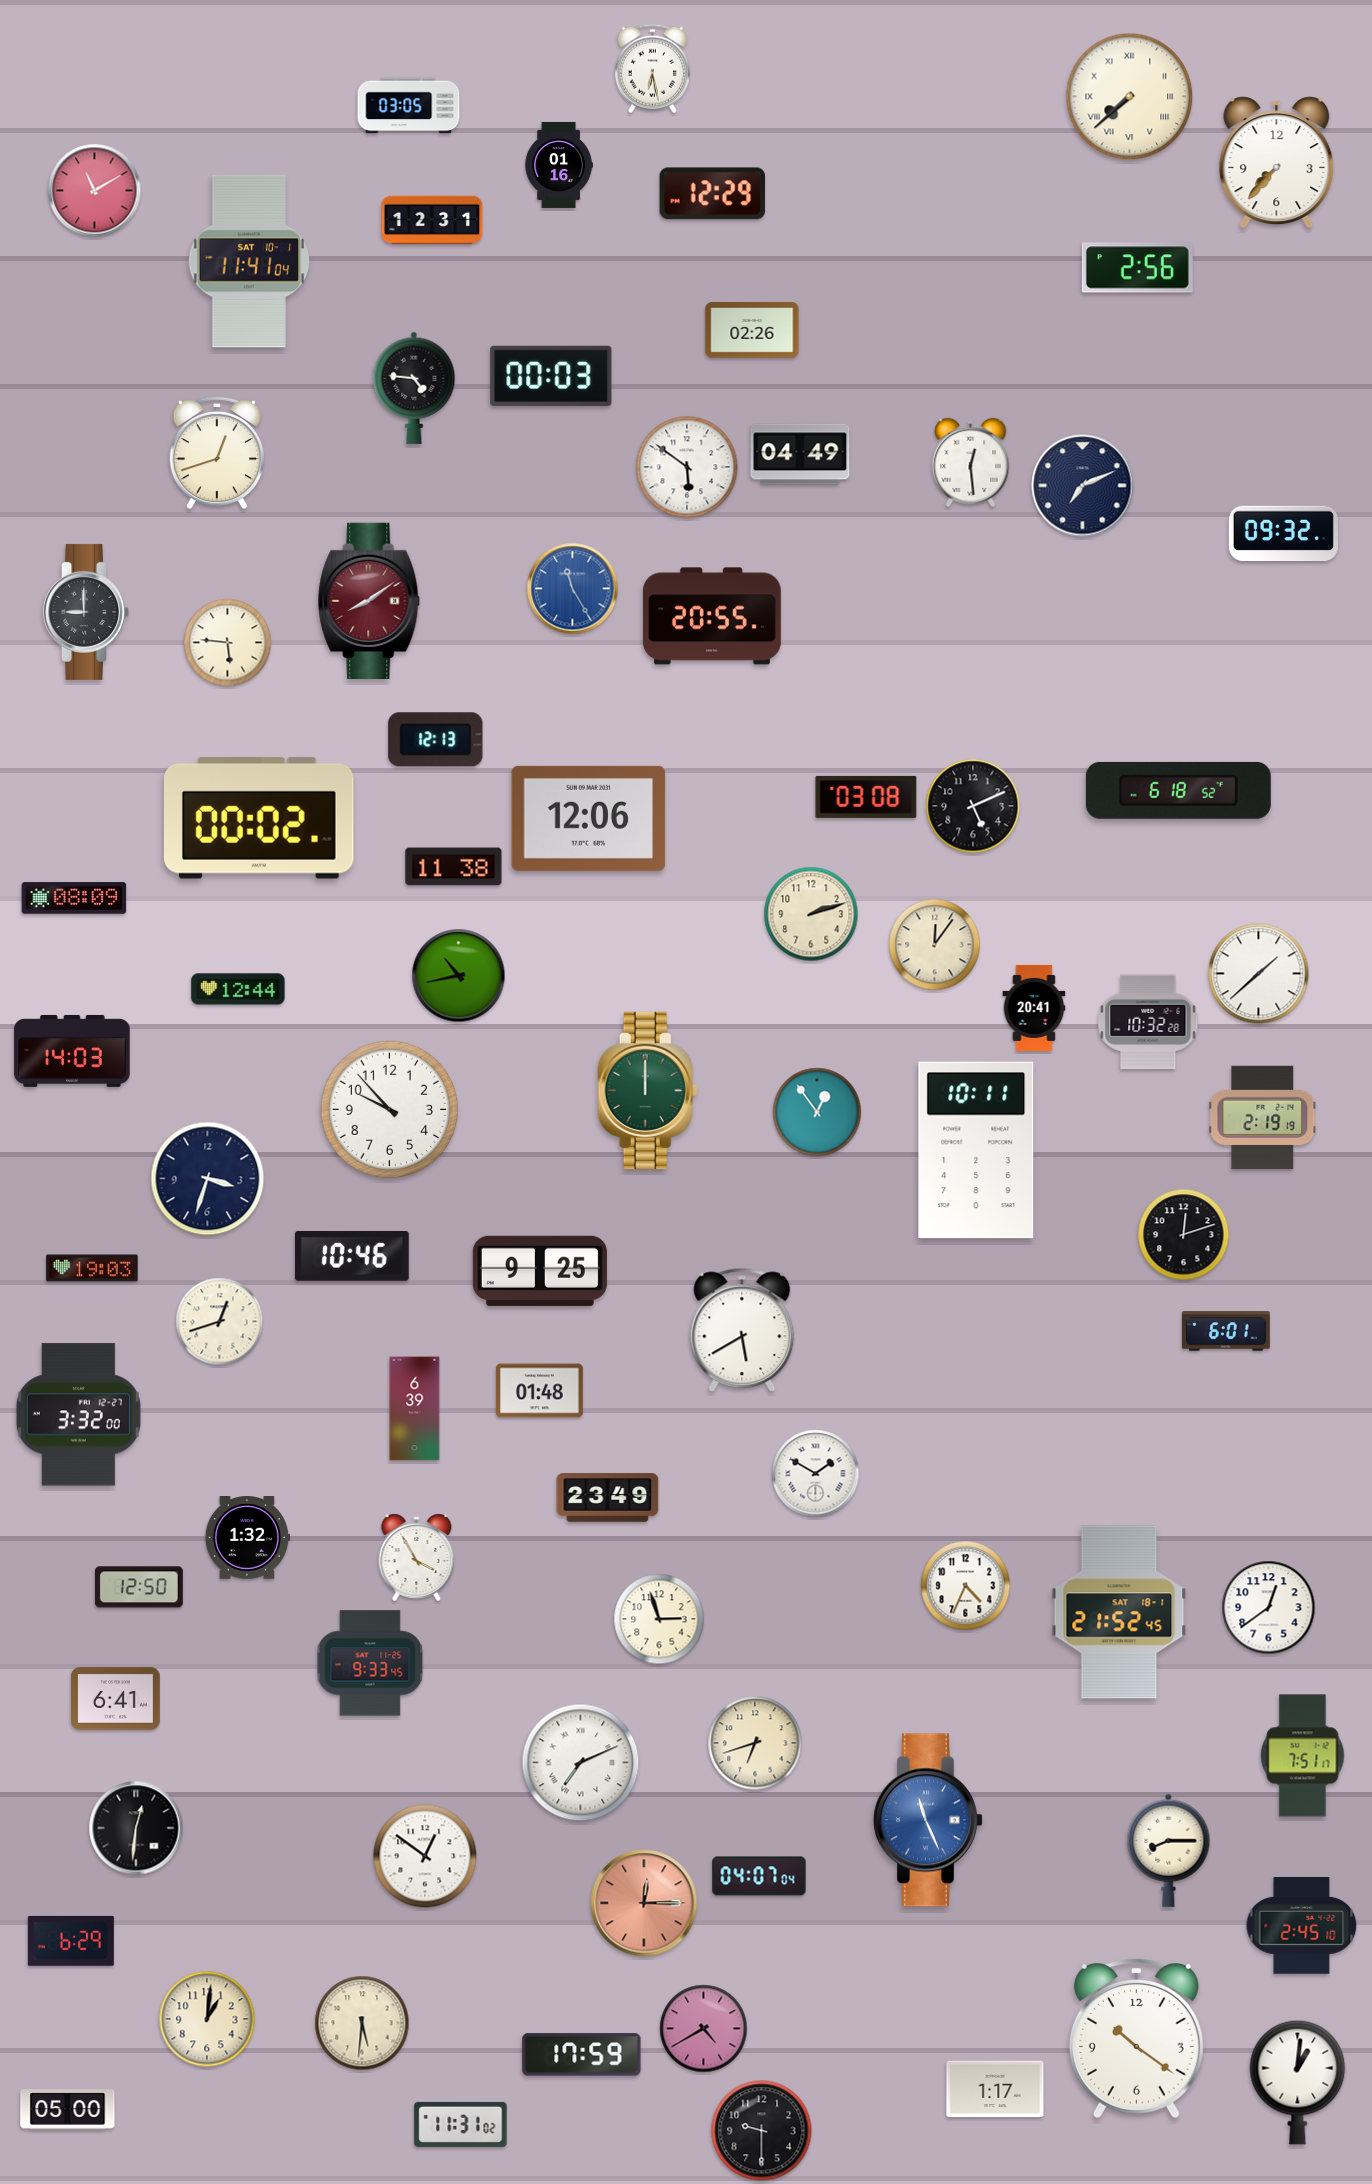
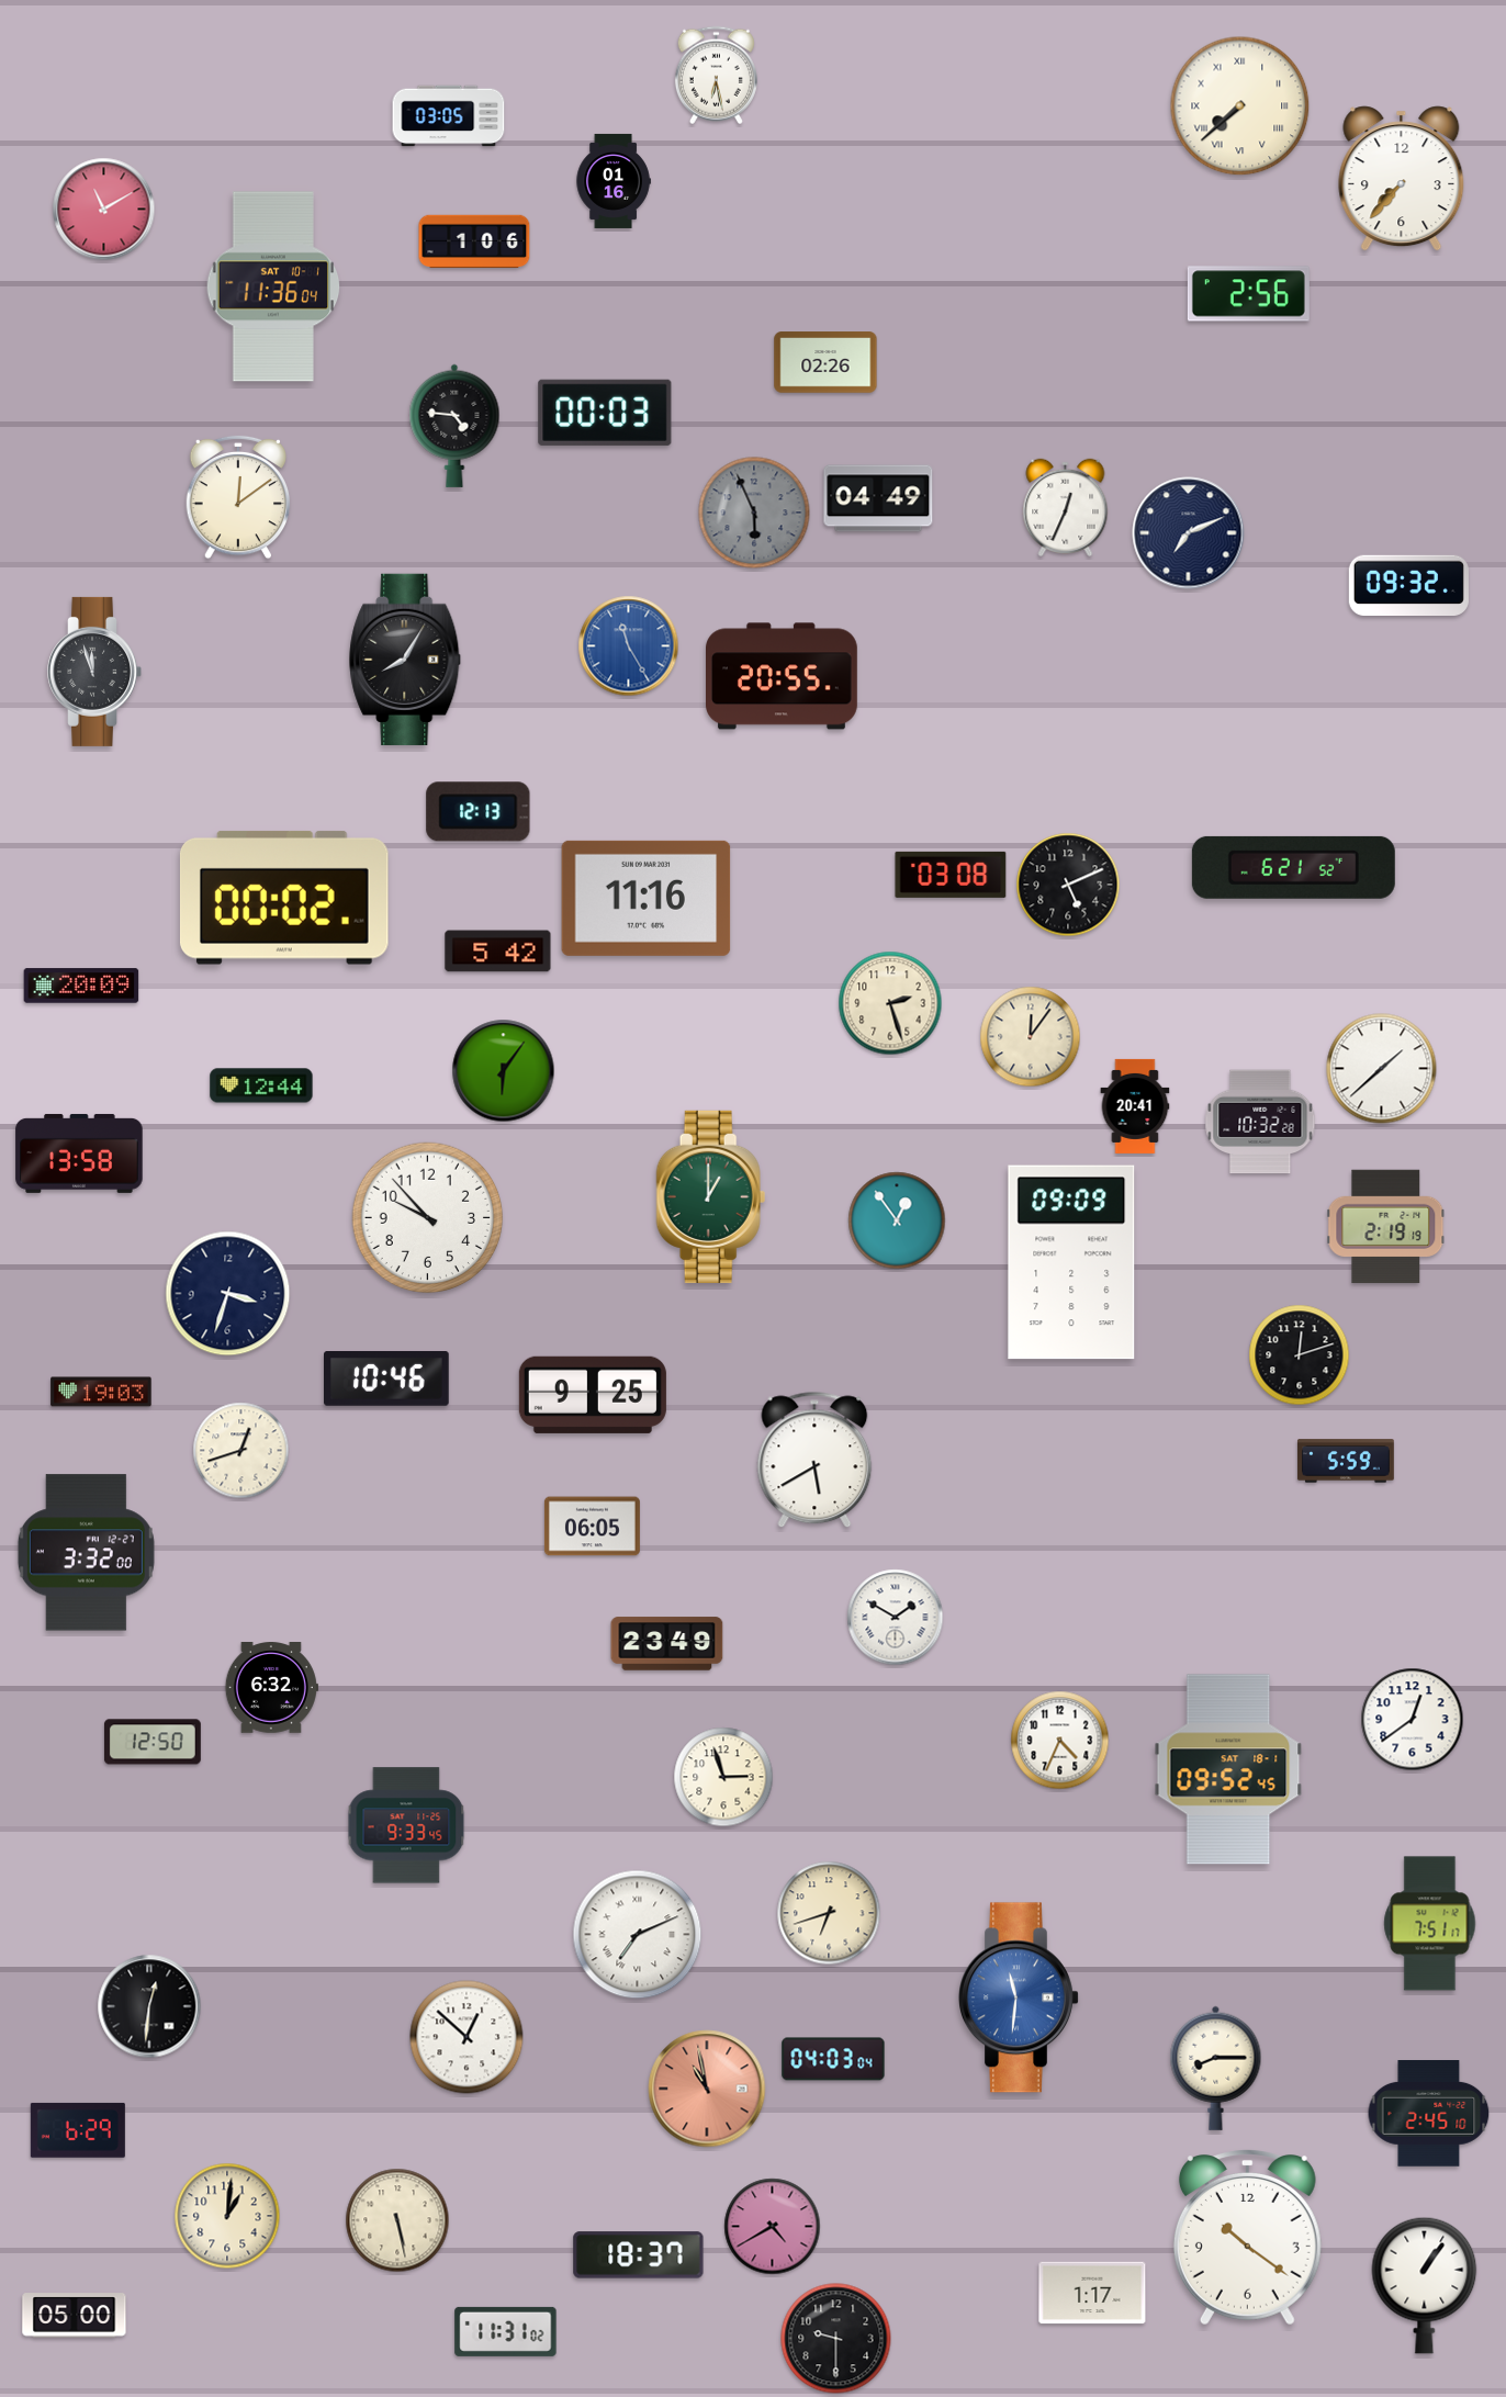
clock at (712, 194): 12:29 -> none
clock at (432, 220): 12:31 -> 1:06
clock at (249, 261): 11:41 -> 11:36
clock at (217, 453): 12:42 -> 12:09
clock at (971, 462): 12:29 -> 12:34
clock at (687, 467): 5:51 -> 5:56
clock at (687, 467) dial: white -> grey
clock at (370, 601): 8:09 -> 8:05
clock at (370, 601) dial: burgundy -> black
clock at (86, 612): 9:00 -> 11:57
clock at (228, 643): 5:46 -> none
clock at (1178, 790): 6:18 -> 6:21
clock at (589, 818): 12:06 -> 11:16
clock at (454, 867): 11:38 -> 5:42
clock at (74, 898): 08:09 -> 20:09
clock at (811, 914): 2:12 -> 2:27
clock at (935, 945) position: (935, 945) -> (1031, 1037)
clock at (459, 976): 10:43 -> 6:06
clock at (72, 1051): 14:03 -> 13:58
clock at (648, 1090): 12:00 -> 1:00
clock at (976, 1150): 10:11 -> 09:09
clock at (1226, 1331): 6:01 -> 5:59
clock at (539, 1391): 01:48 -> 06:05
clock at (415, 1409): 6:39 -> none
clock at (247, 1538): 1:32 -> 6:32
clock at (417, 1558): 3:55 -> none
clock at (1269, 1608) position: (1269, 1608) -> (1413, 1720)
clock at (1119, 1612): 21:52 -> 09:52
clock at (116, 1699): 6:41 -> none
clock at (1303, 1756) position: (1303, 1756) -> (1430, 1924)
clock at (929, 1820): 11:26 -> 11:31
clock at (1169, 1850) position: (1169, 1850) -> (1216, 2068)
clock at (425, 1856): 12:51 -> 12:52
clock at (759, 1876): 04:07 -> 04:03
clock at (644, 1903): 12:15 -> 10:58
clock at (362, 2023): 5:31 -> 5:28
clock at (582, 2055): 17:59 -> 18:37
clock at (1298, 2082): 1:01 -> 1:06
